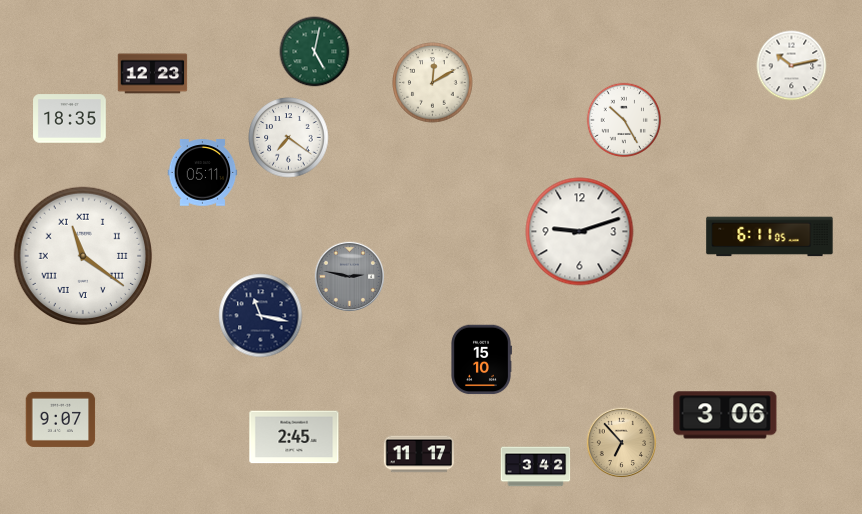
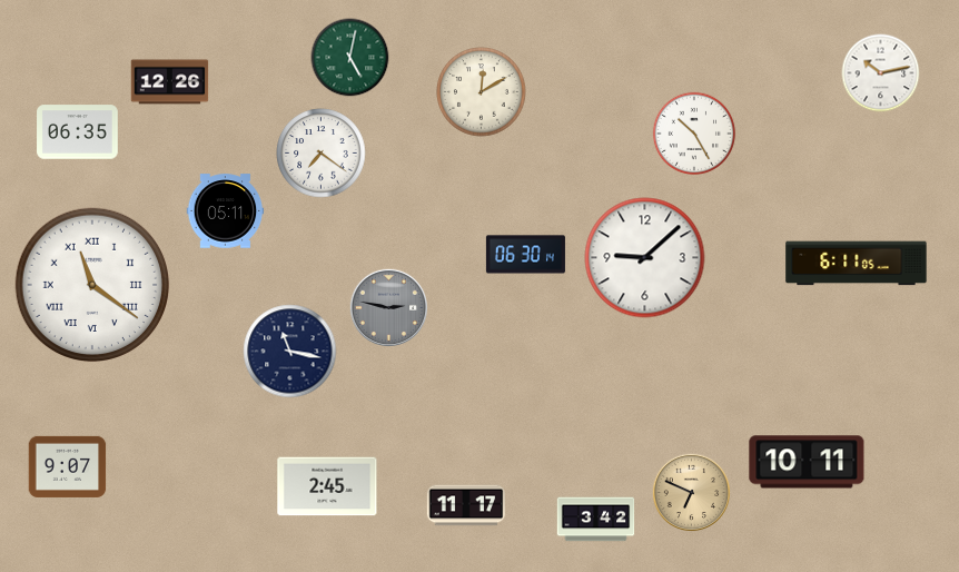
clock at (153, 74): 12:23 -> 12:26
clock at (70, 119): 18:35 -> 06:35
clock at (203, 173) position: (203, 173) -> (226, 211)
clock at (525, 255): none -> 06:30
clock at (580, 232): 9:12 -> 9:08
clock at (482, 360): 15:10 -> none
clock at (725, 415): 3:06 -> 10:11
clock at (621, 442): 6:53 -> 6:49
